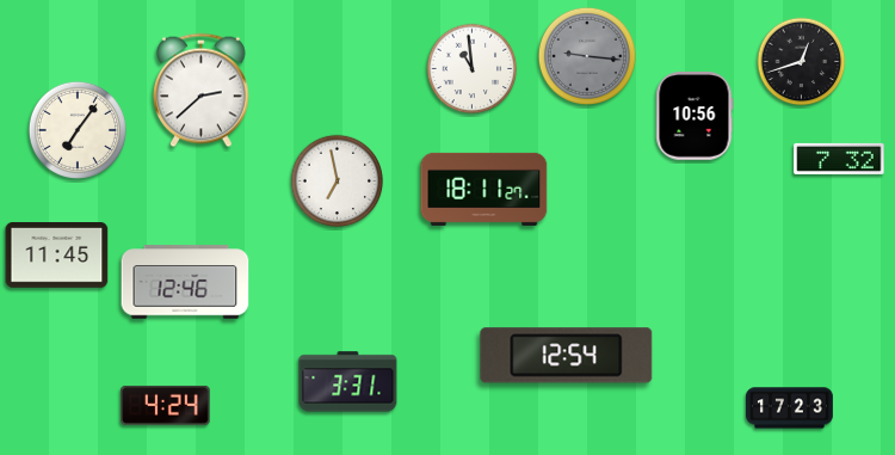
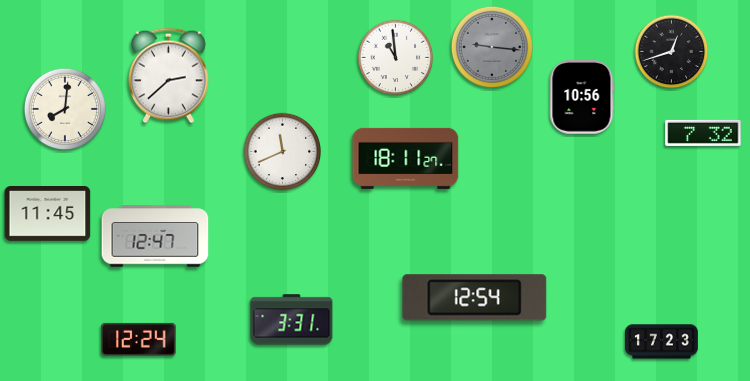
clock at (78, 130): 7:06 -> 8:01
clock at (338, 182): 6:58 -> 11:41
clock at (185, 282): 12:46 -> 12:47
clock at (166, 405): 4:24 -> 12:24
